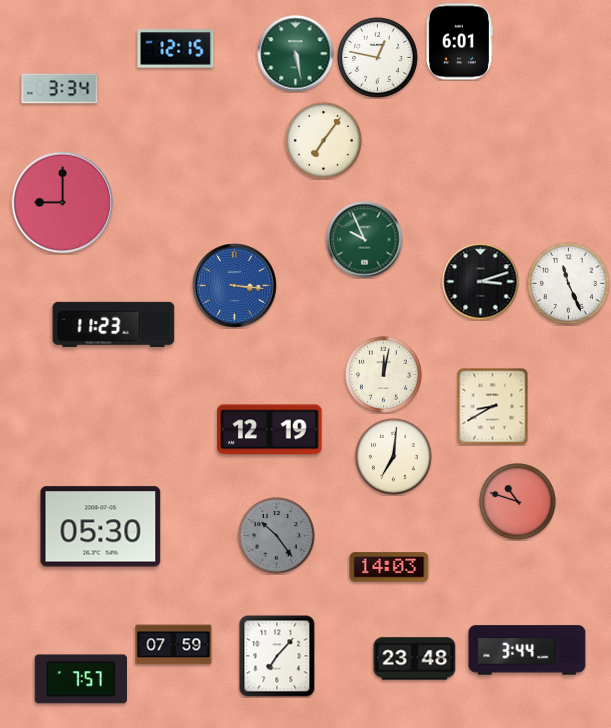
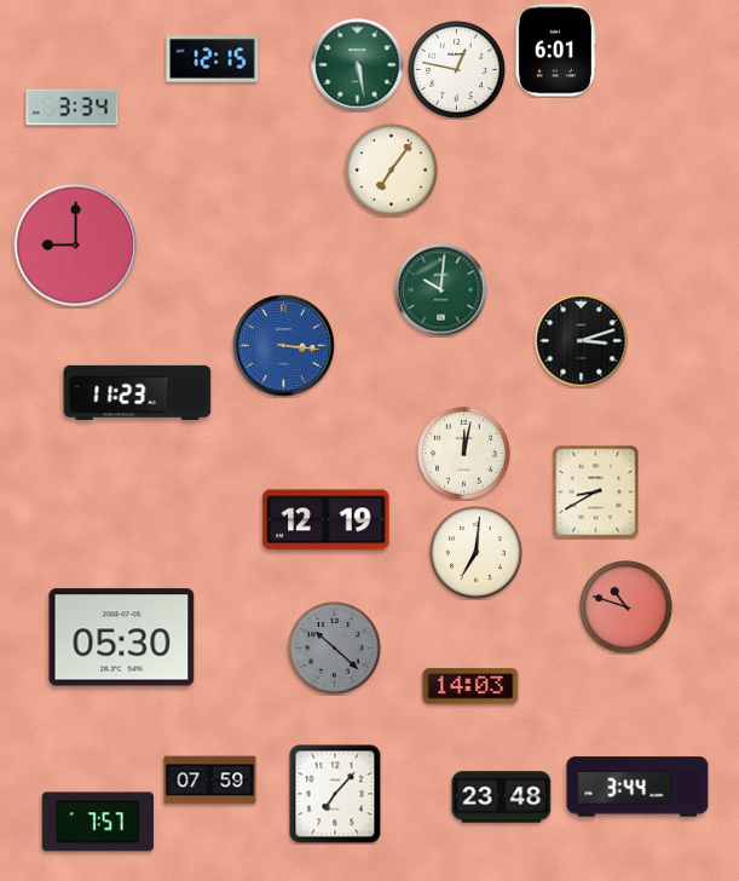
clock at (365, 240): 9:56 -> 10:01
clock at (569, 284): 11:26 -> none
clock at (277, 536): 10:24 -> 10:22
